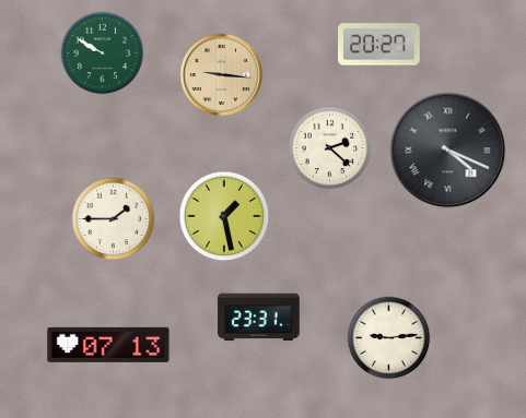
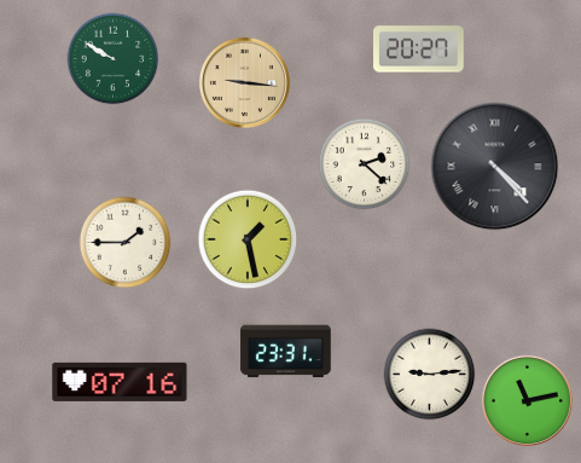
clock at (448, 151): 4:19 -> 4:23
clock at (108, 345): 07:13 -> 07:16
clock at (527, 400): none -> 11:13
